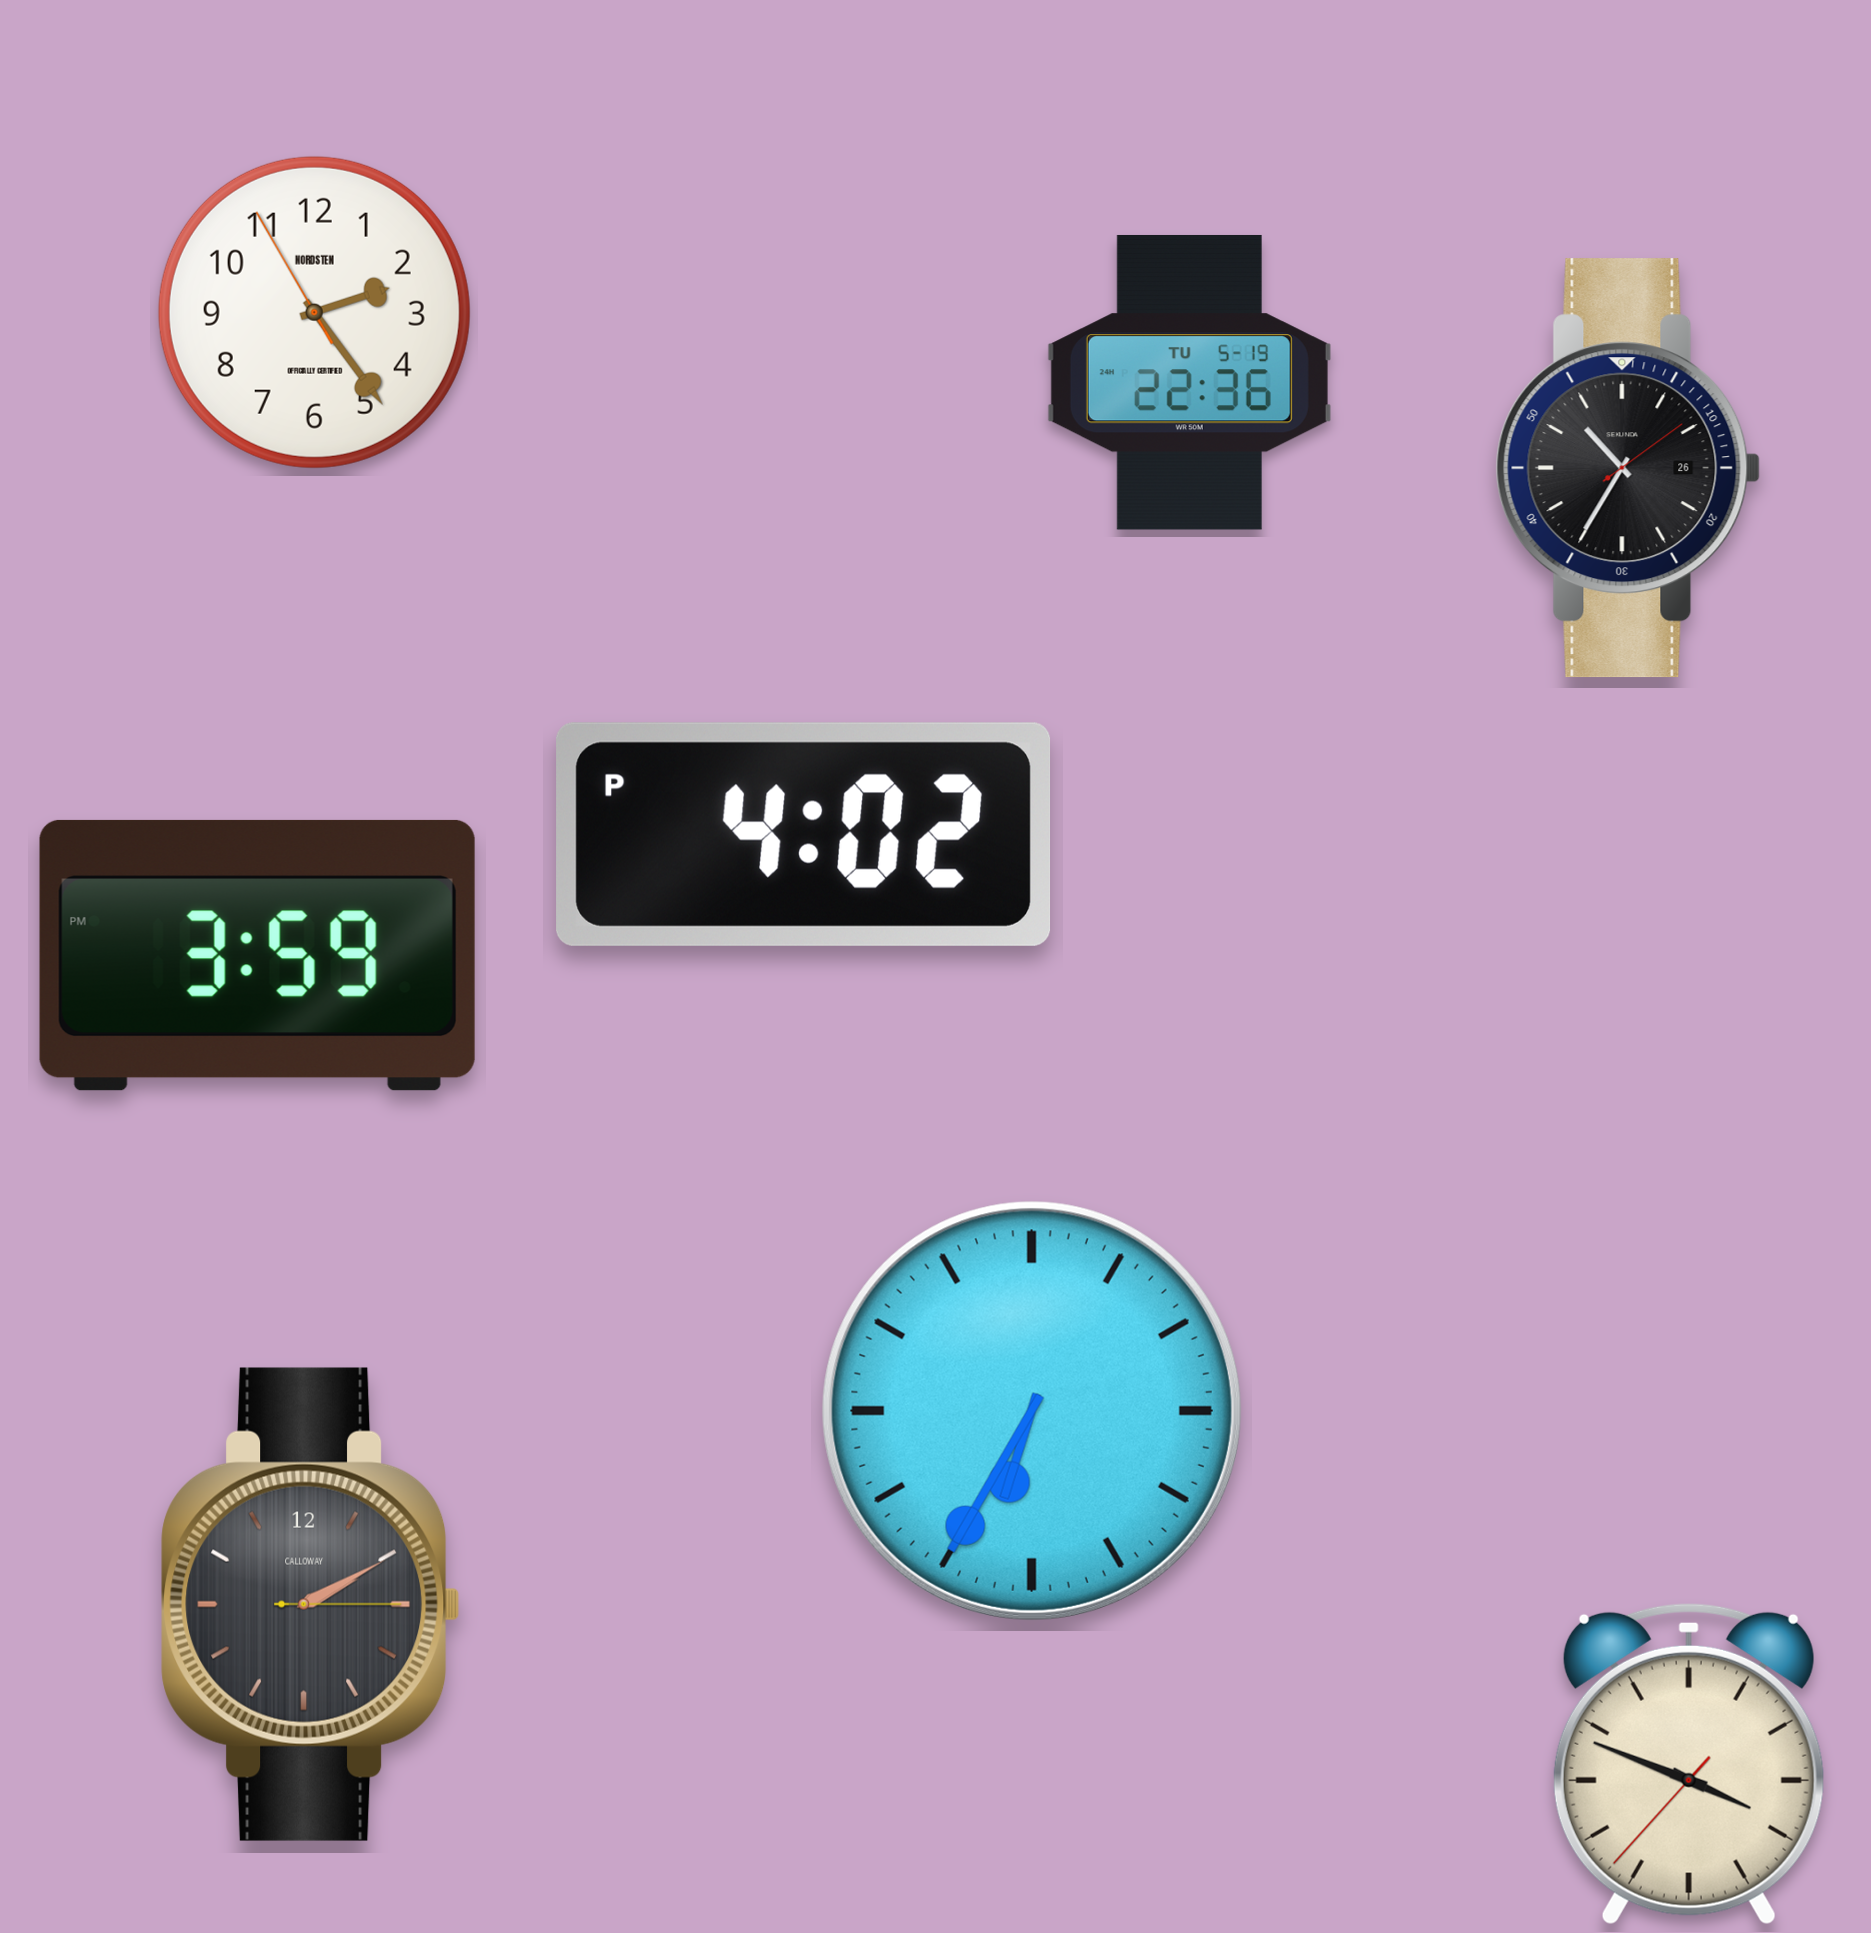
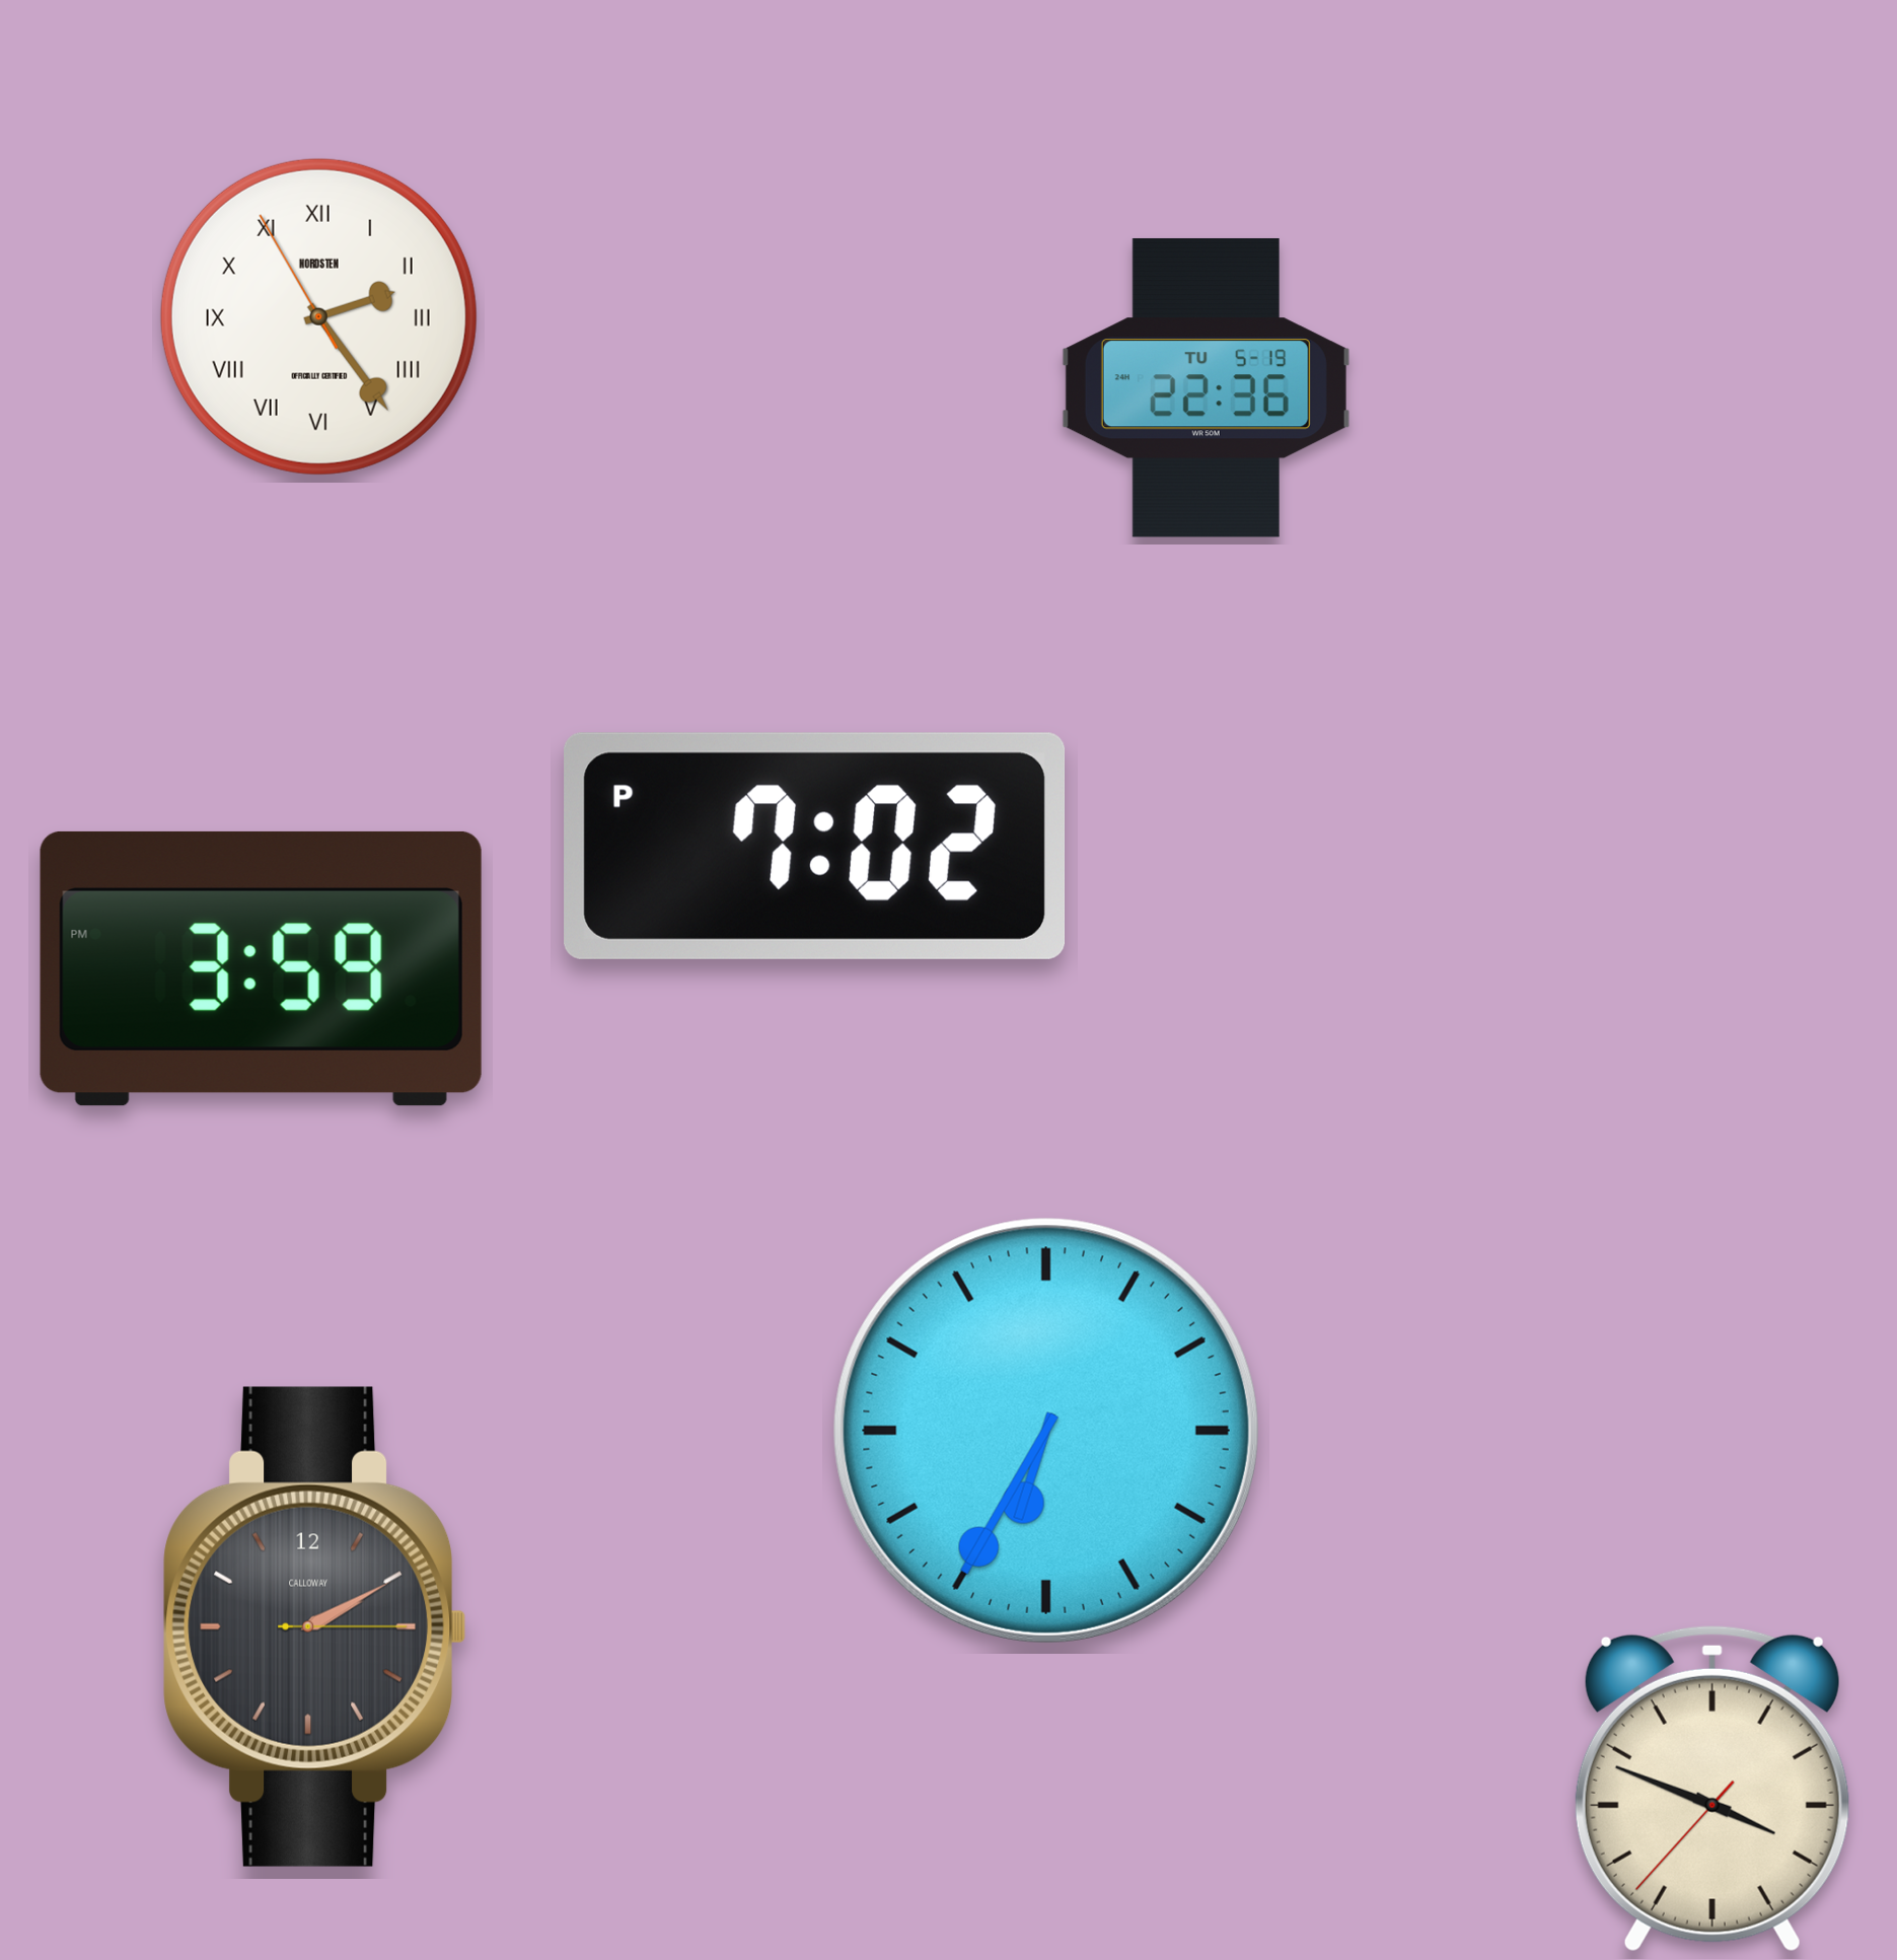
clock at (314, 312) numerals: Arabic -> Roman
clock at (1628, 468): 10:35 -> none
clock at (804, 834): 4:02 -> 7:02
